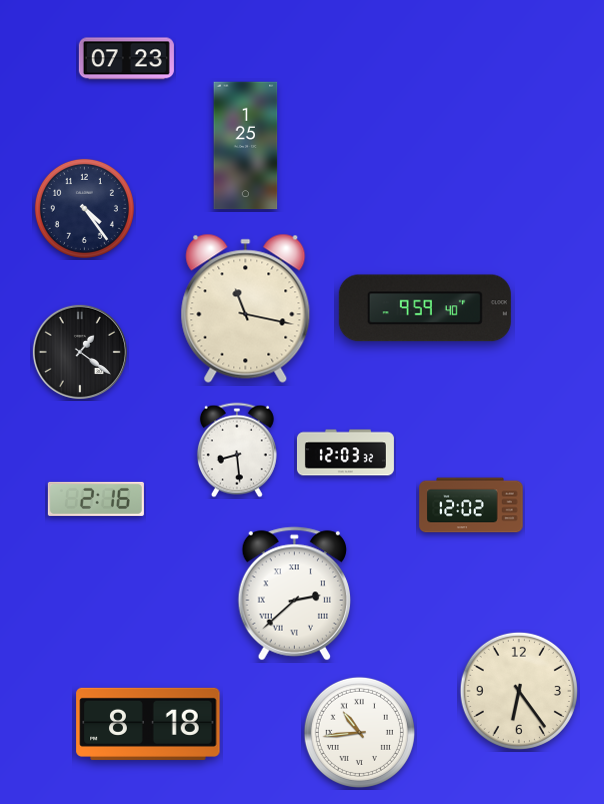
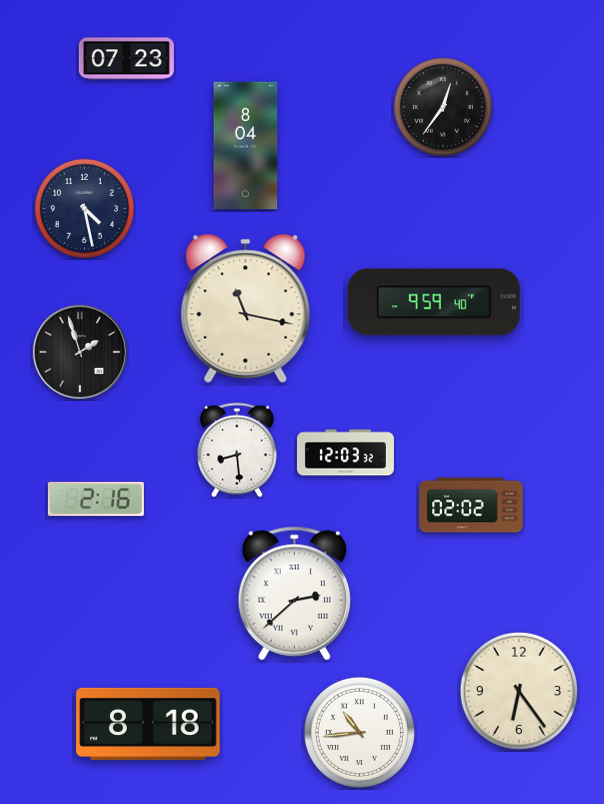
clock at (443, 107): none -> 12:36
clock at (246, 146): 1:25 -> 8:04
clock at (84, 208): 4:24 -> 4:28
clock at (425, 308) position: (425, 308) -> (434, 302)
clock at (80, 352): 1:21 -> 1:57
clock at (471, 505): 12:02 -> 02:02
